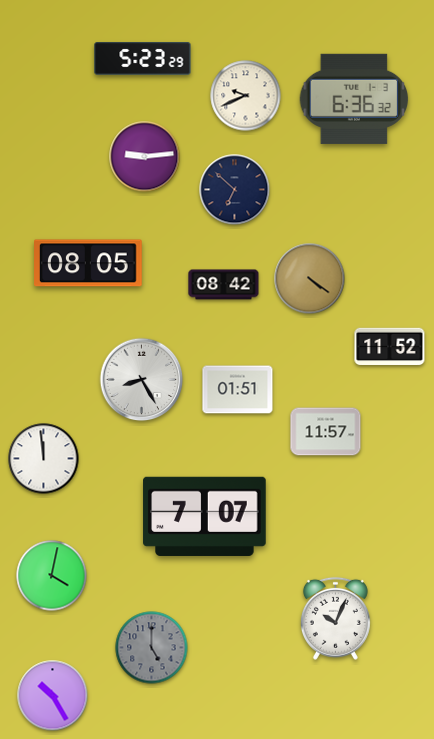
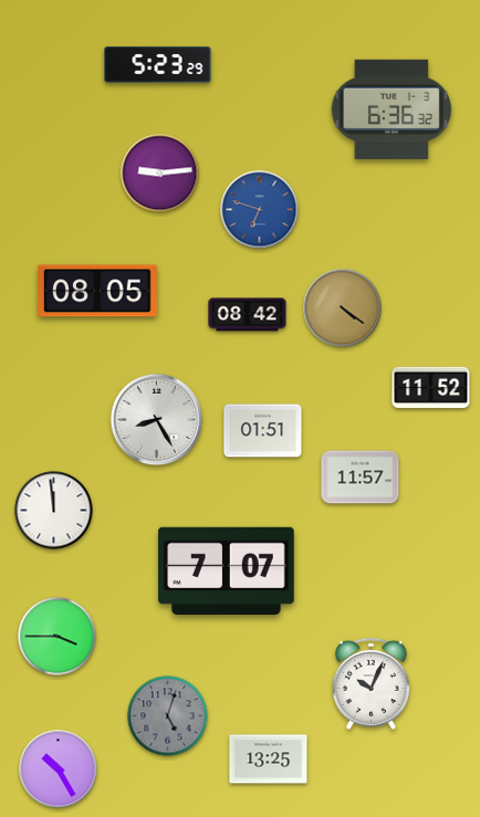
clock at (246, 96): 9:41 -> none
clock at (235, 190): 6:52 -> 6:48
clock at (235, 190) dial: navy -> blue
clock at (390, 347) position: (390, 347) -> (431, 388)
clock at (44, 459) position: (44, 459) -> (54, 511)
clock at (52, 576): 4:02 -> 3:45
clock at (152, 648): 5:00 -> 5:03
clock at (269, 760): none -> 13:25
